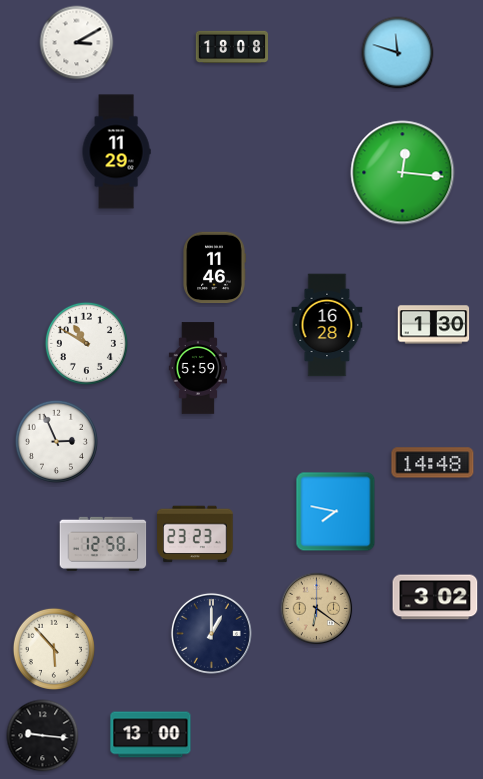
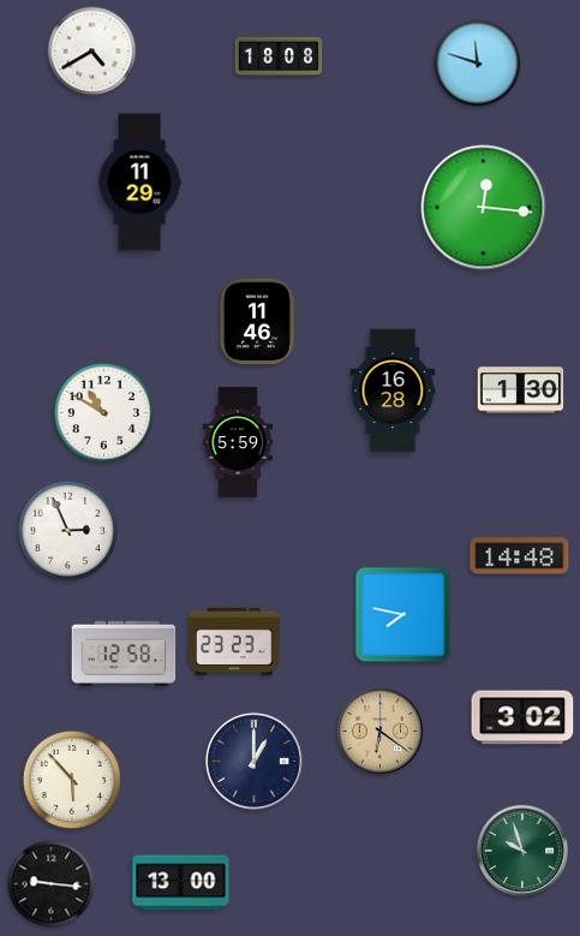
clock at (77, 43): 3:10 -> 4:40
clock at (54, 649) position: (54, 649) -> (72, 780)
clock at (522, 851): none -> 9:57
